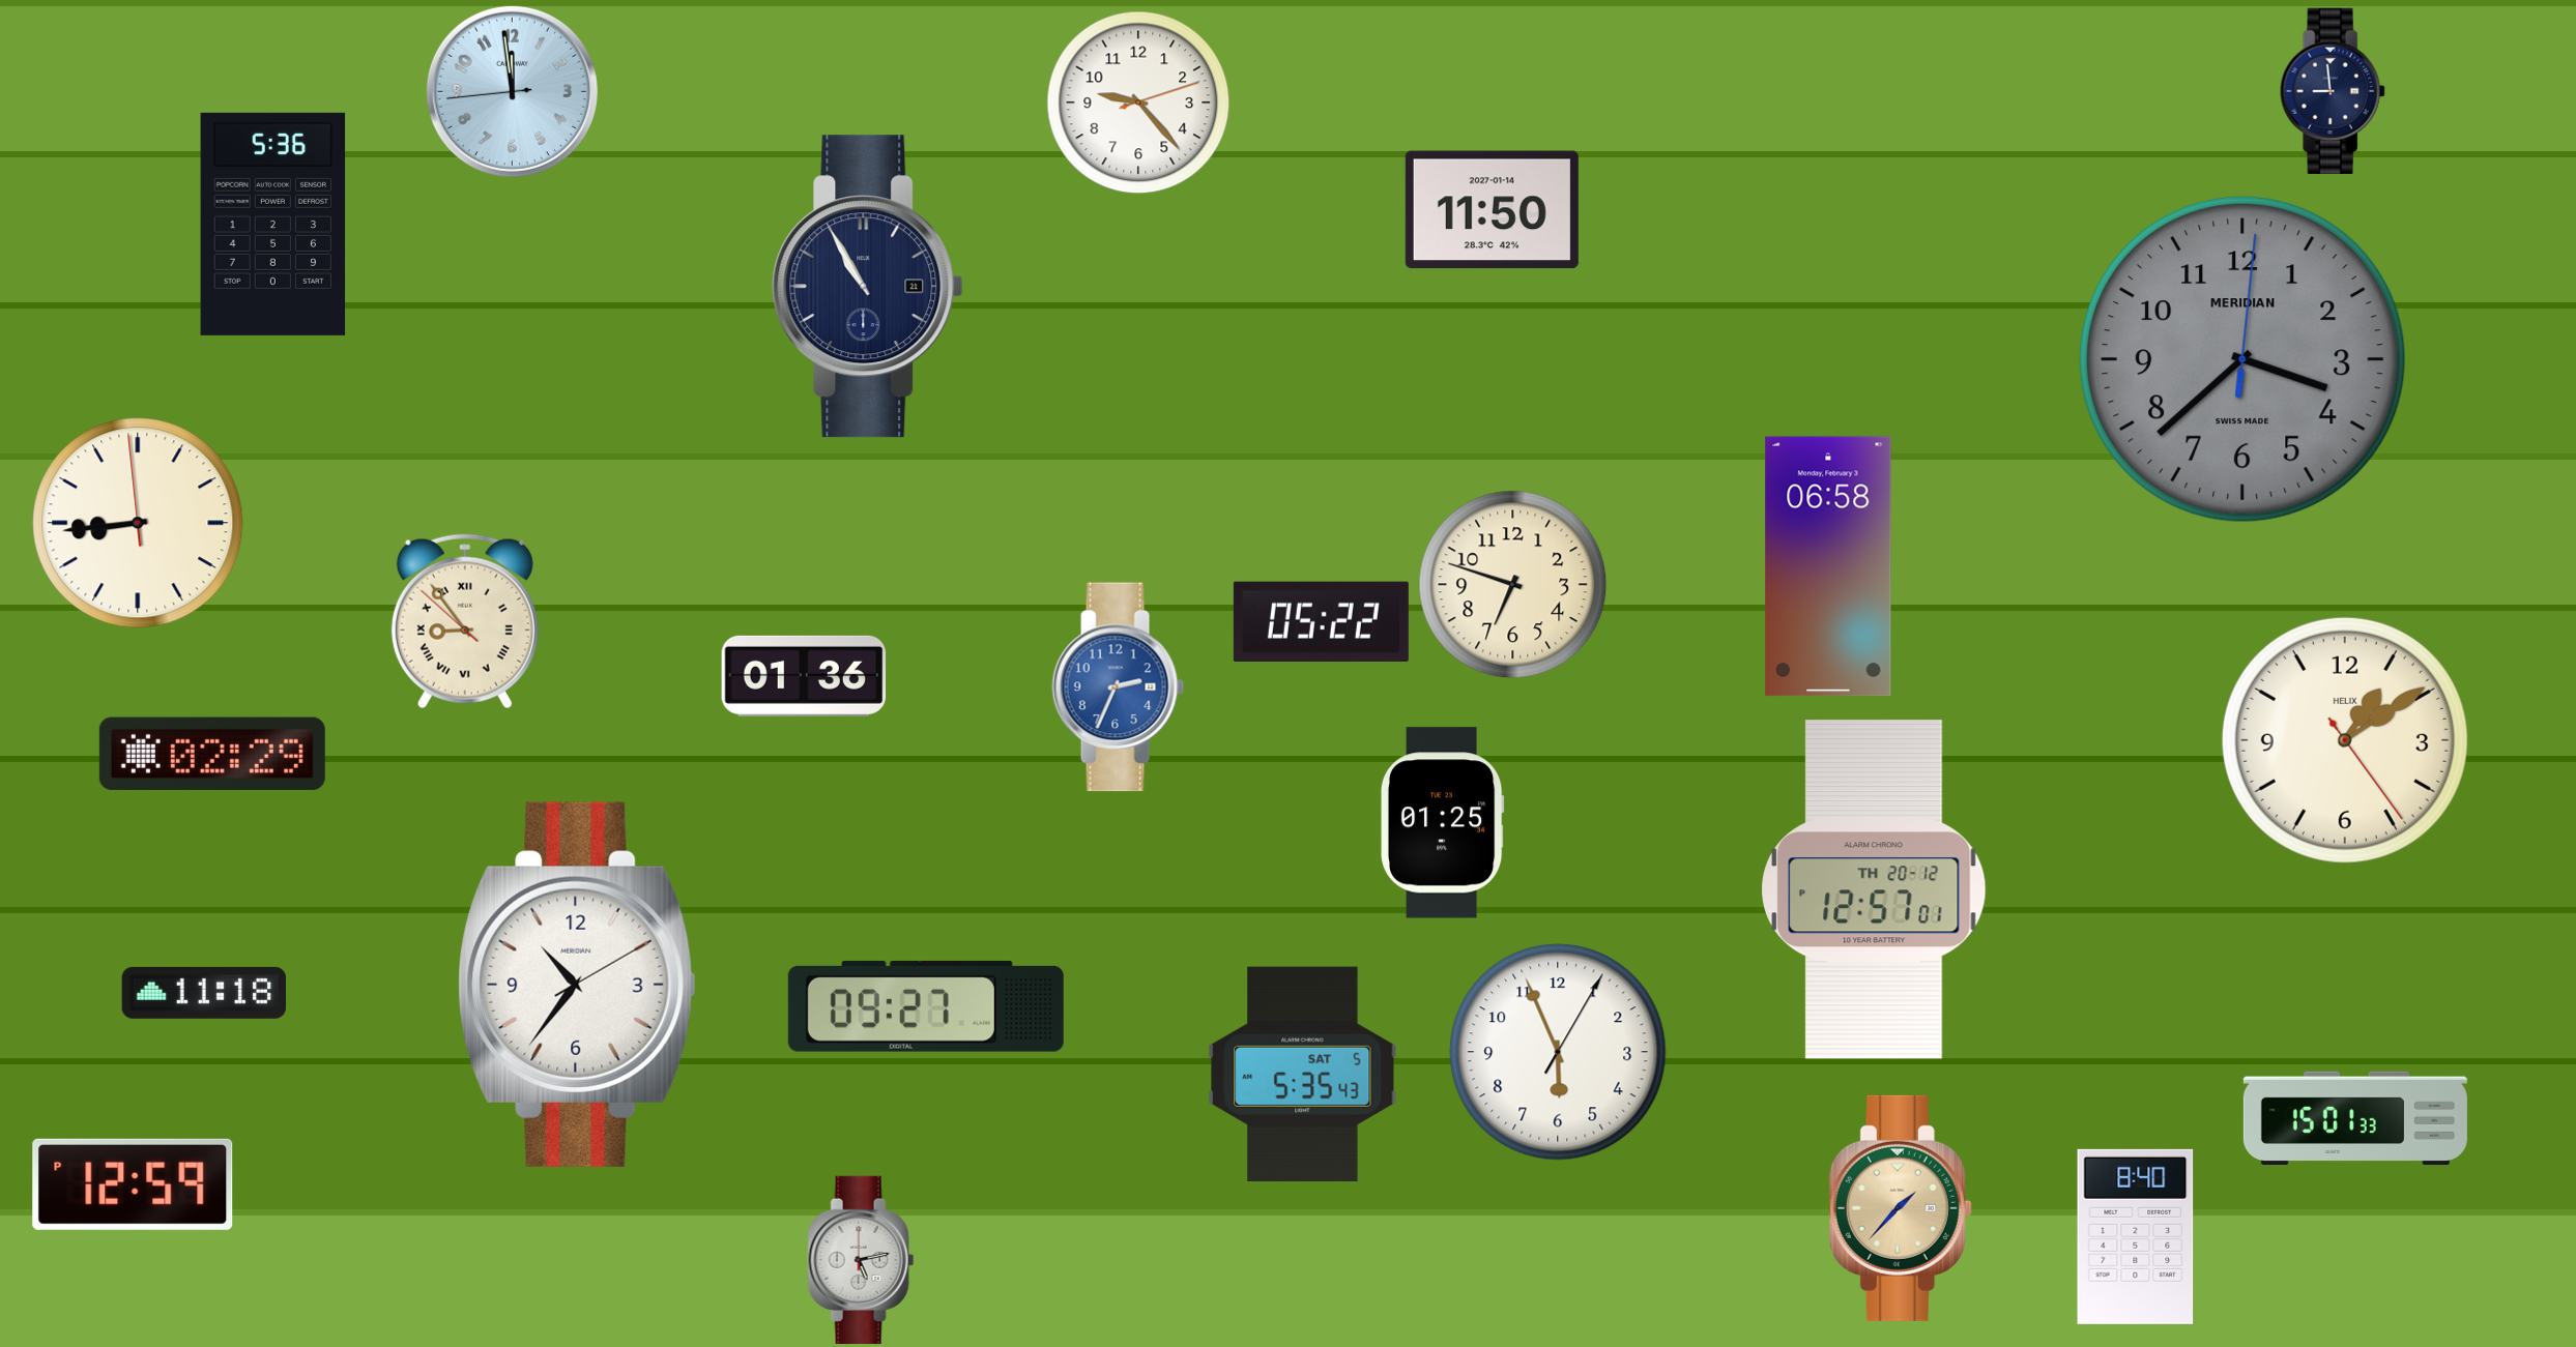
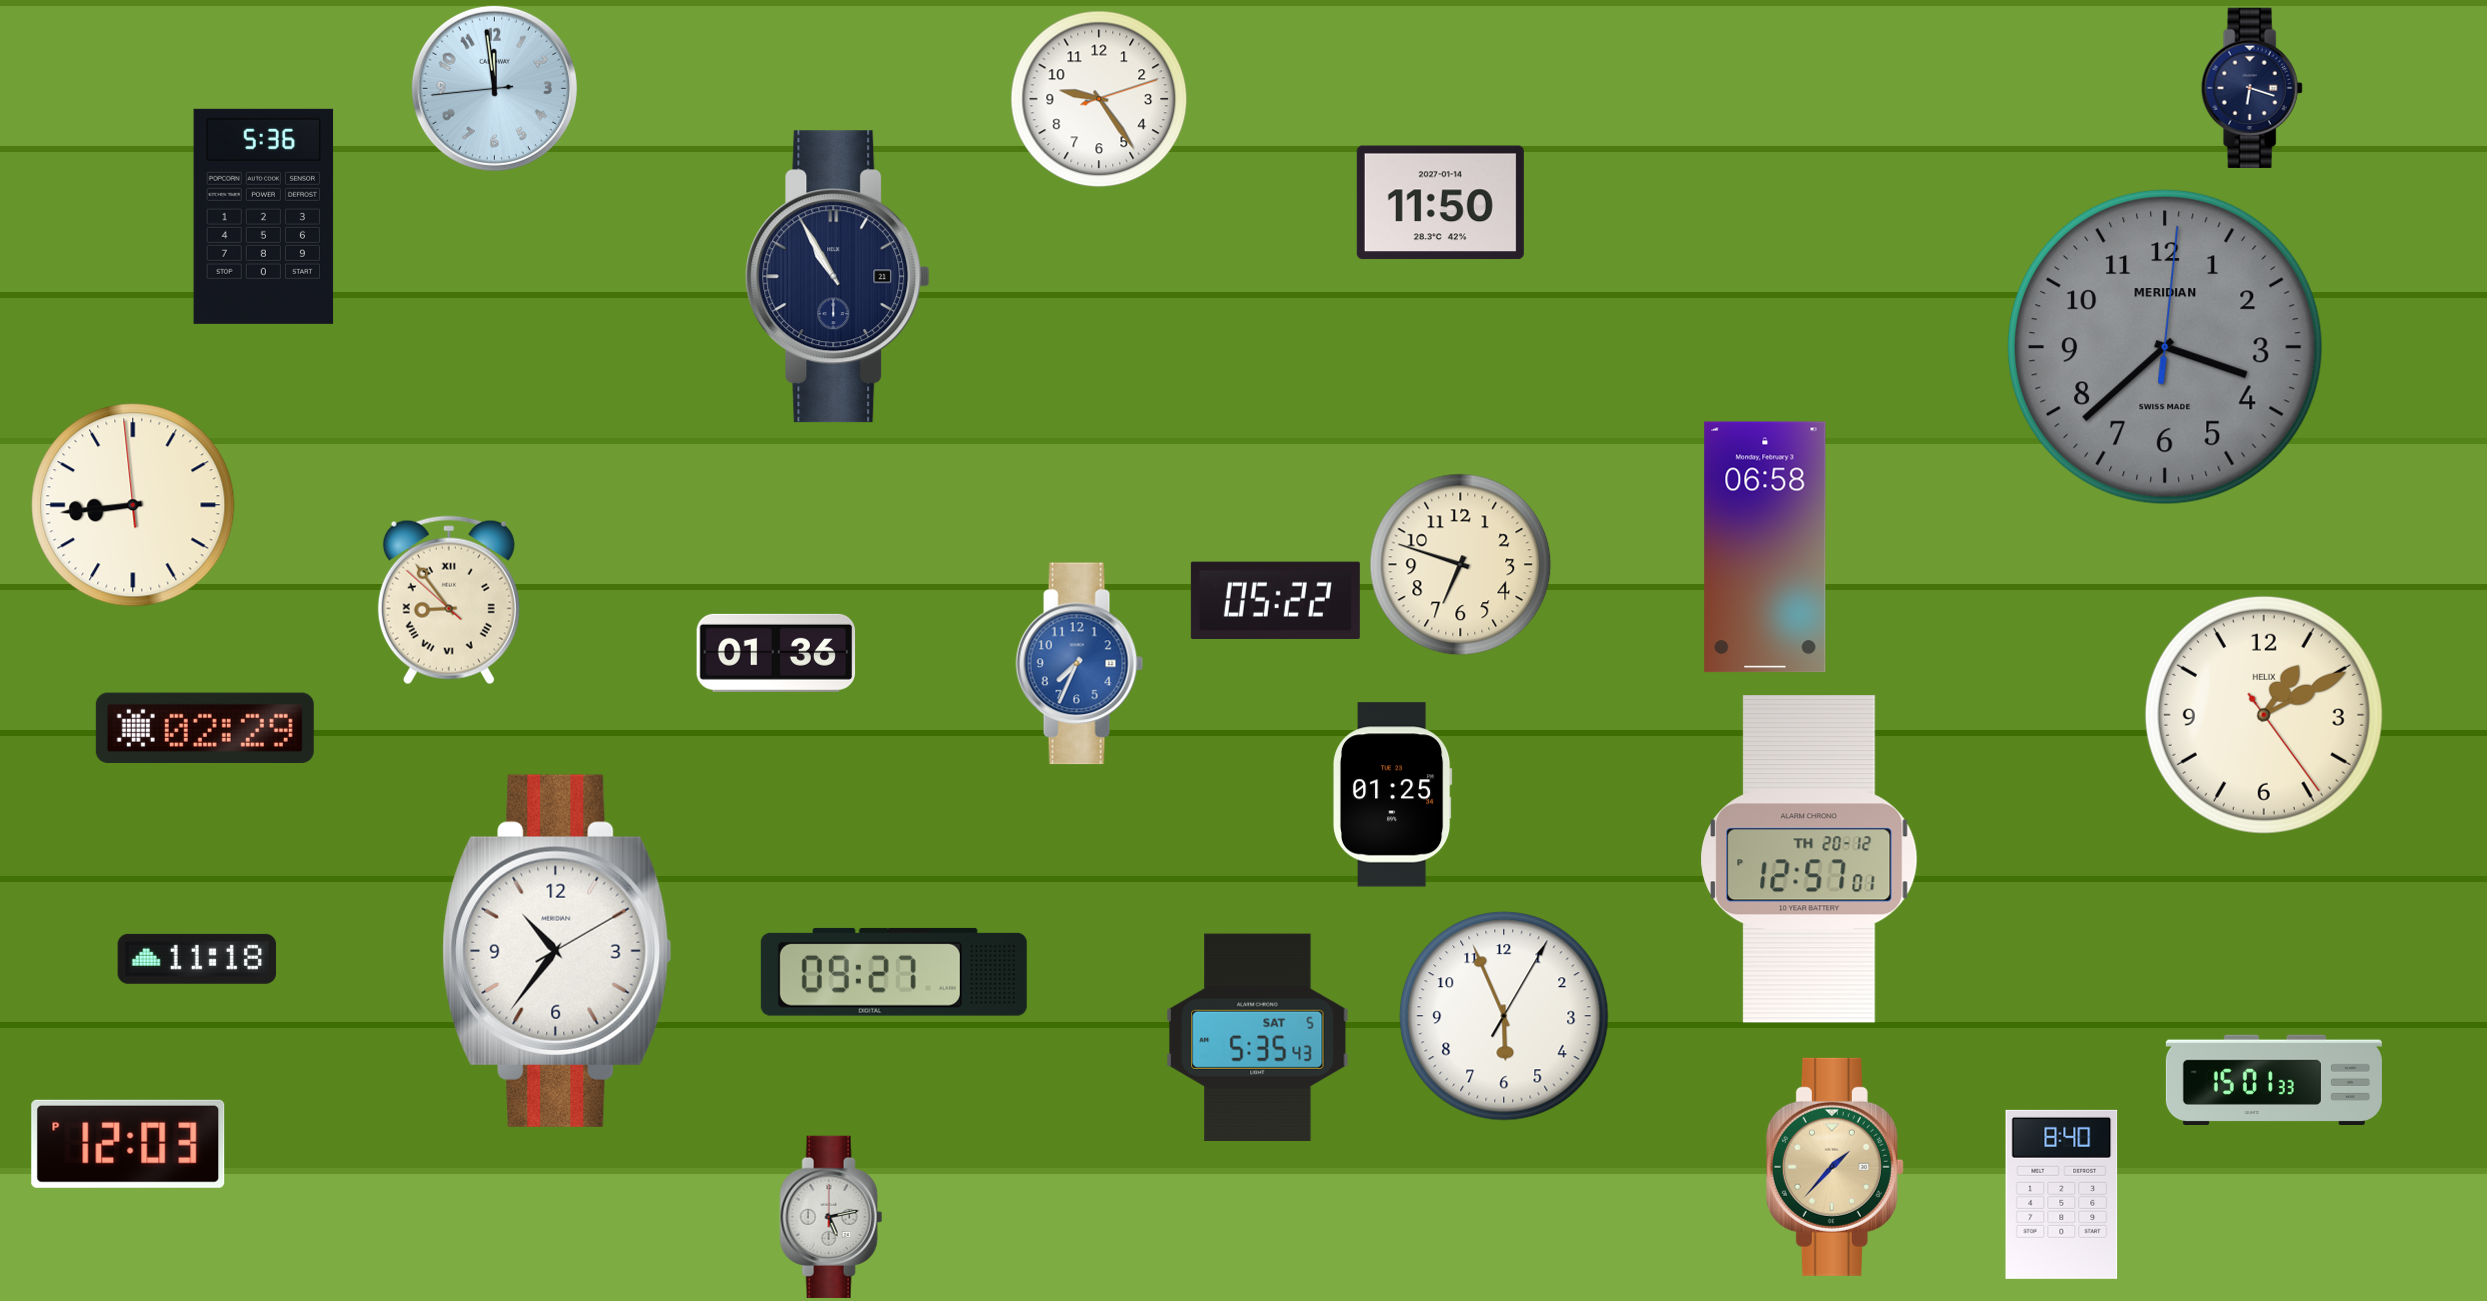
clock at (2333, 90): 8:59 -> 6:18
clock at (1138, 103): 9:23 -> 9:24
clock at (1119, 687): 2:34 -> 7:34
clock at (2345, 740): 1:09 -> 1:10
clock at (133, 1184): 12:59 -> 12:03
